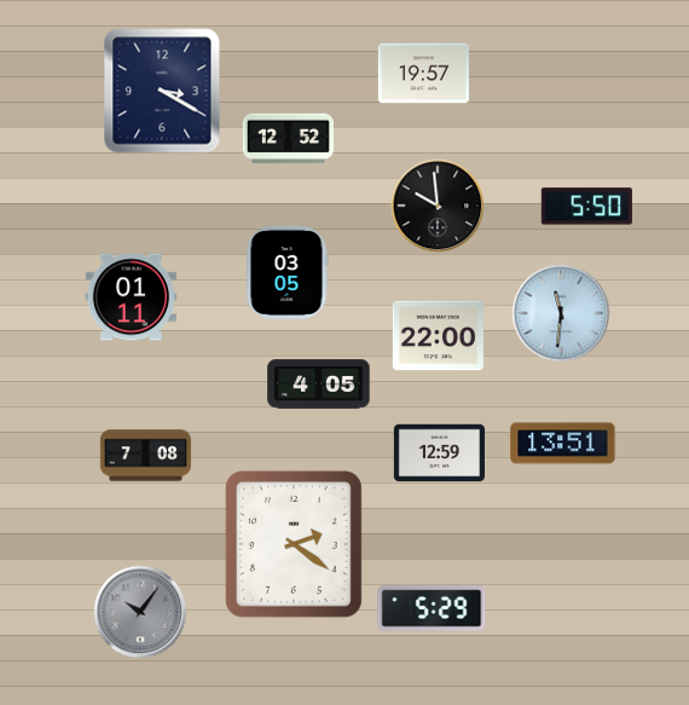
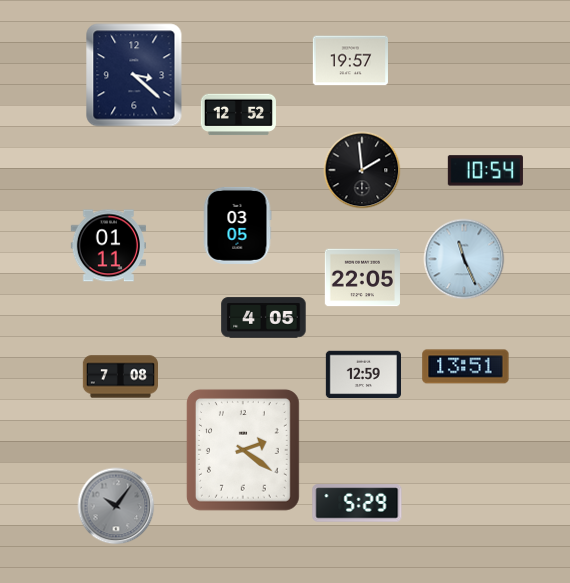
clock at (162, 91): 3:20 -> 3:22
clock at (438, 206): 9:59 -> 1:59
clock at (586, 207): 5:50 -> 10:54
clock at (561, 313): 11:31 -> 11:26
clock at (438, 336): 22:00 -> 22:05
